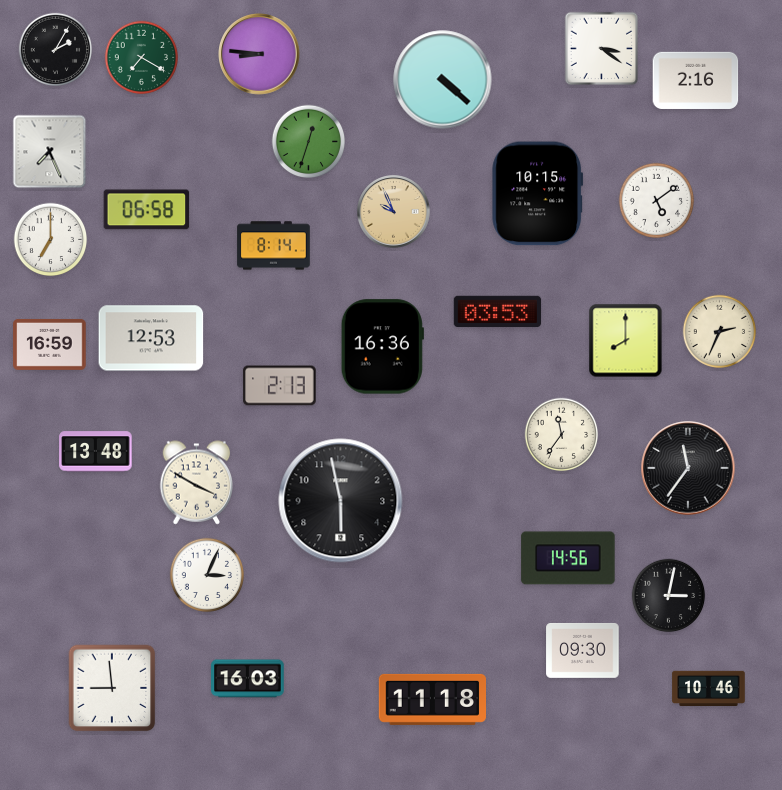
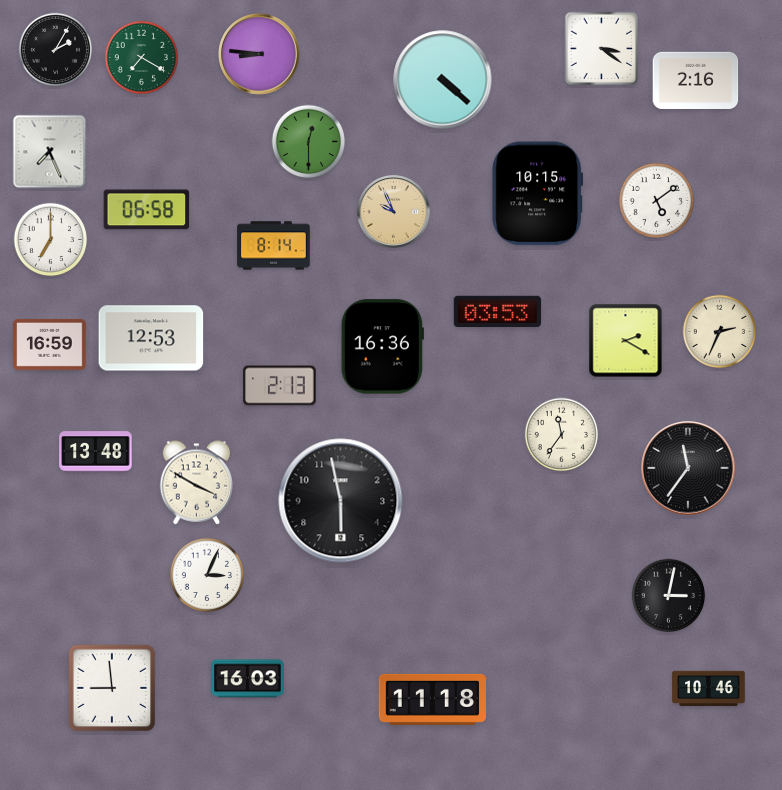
clock at (309, 142): 12:33 -> 12:30
clock at (626, 341): 8:00 -> 2:20
clock at (568, 558): 14:56 -> none
clock at (583, 651): 09:30 -> none
